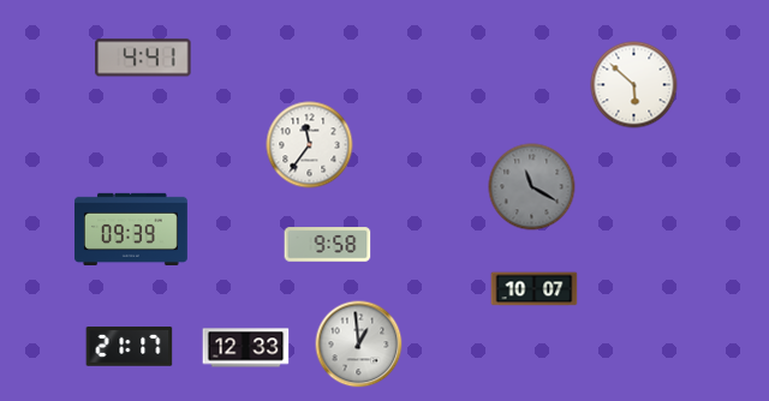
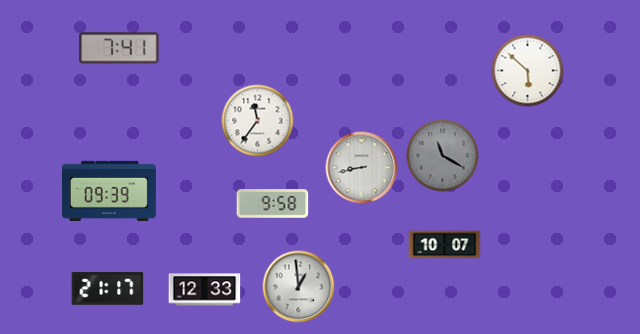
clock at (143, 58): 4:41 -> 7:41
clock at (362, 168): none -> 8:43
clock at (535, 289) position: (535, 289) -> (445, 245)
